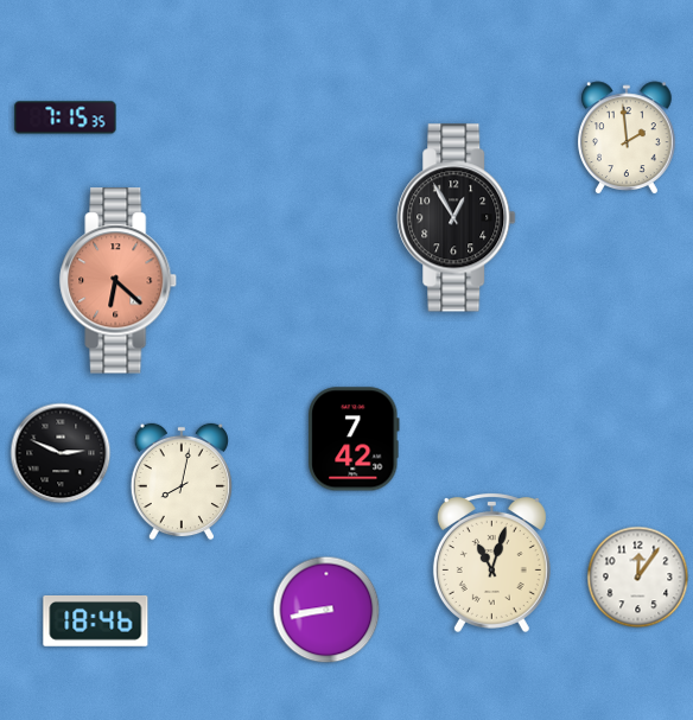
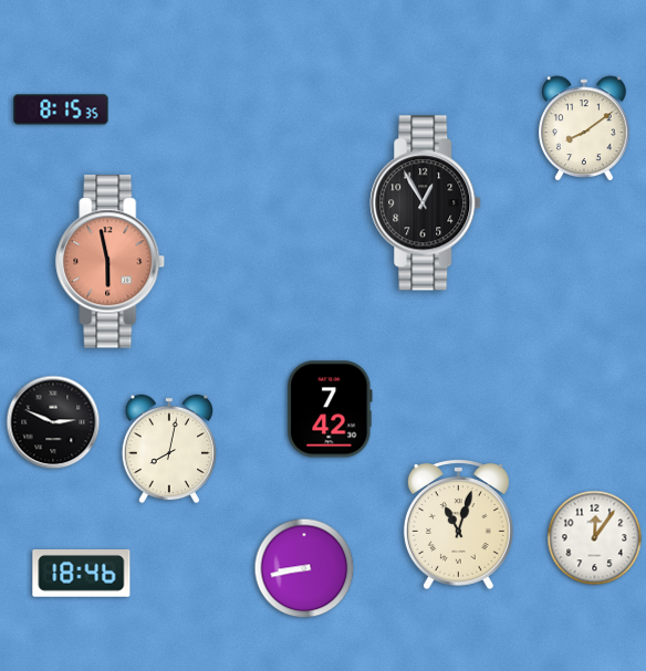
clock at (65, 117): 7:15 -> 8:15
clock at (628, 138): 1:59 -> 8:09
clock at (119, 281): 6:22 -> 5:58
clock at (61, 453) position: (61, 453) -> (53, 422)
clock at (96, 620) position: (96, 620) -> (82, 573)
